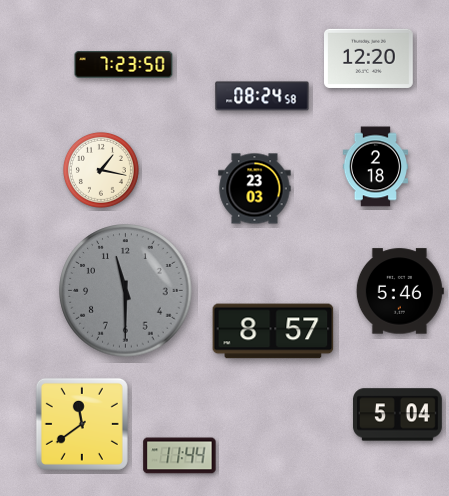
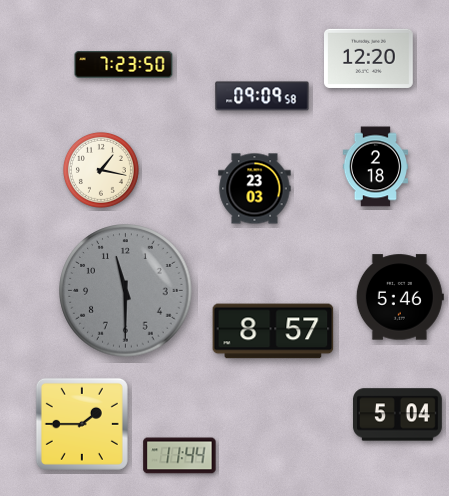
clock at (262, 96): 08:24 -> 09:09
clock at (400, 291) position: (400, 291) -> (400, 297)
clock at (82, 424): 11:39 -> 1:45
